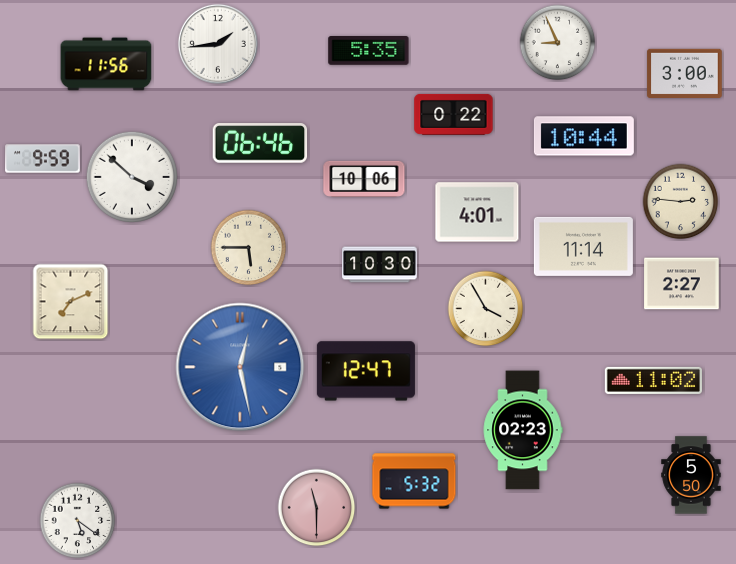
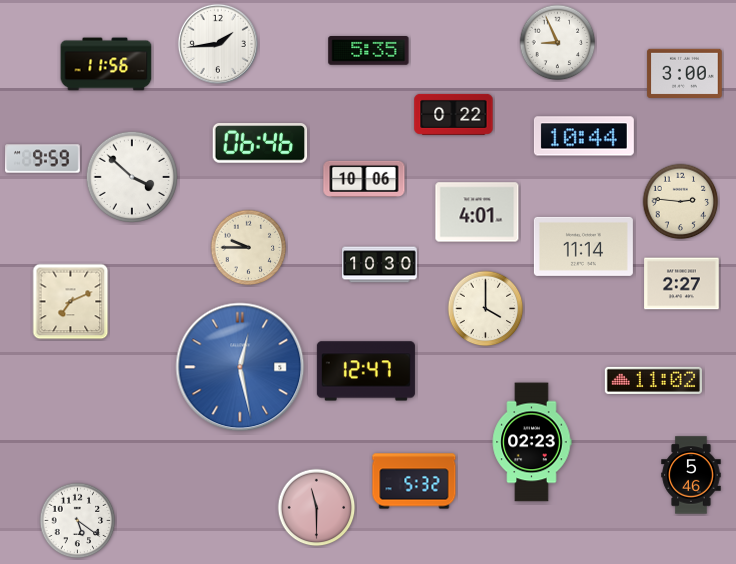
clock at (249, 248): 5:45 -> 9:45
clock at (486, 309): 3:55 -> 4:00
clock at (523, 430) position: (523, 430) -> (532, 442)
clock at (691, 475): 5:50 -> 5:46
